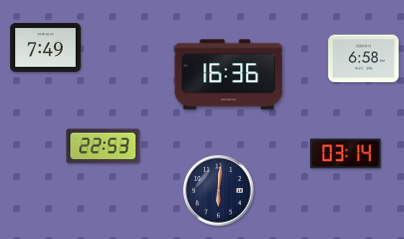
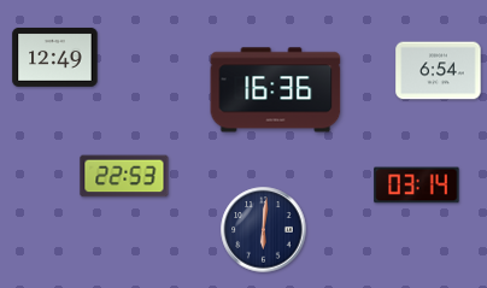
clock at (46, 47): 7:49 -> 12:49
clock at (364, 59): 6:58 -> 6:54
